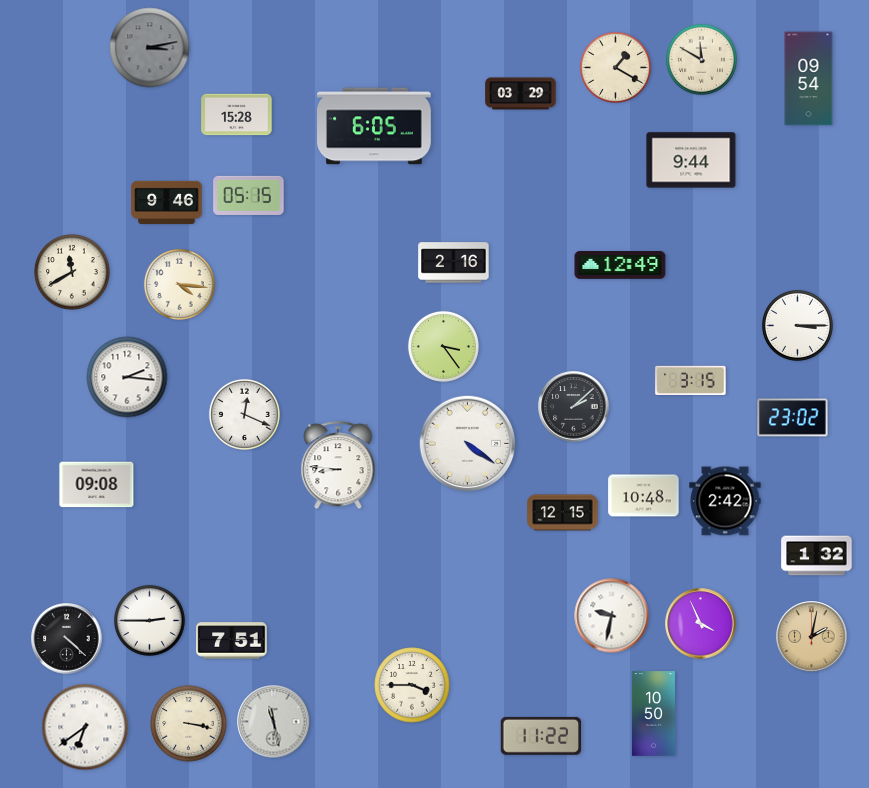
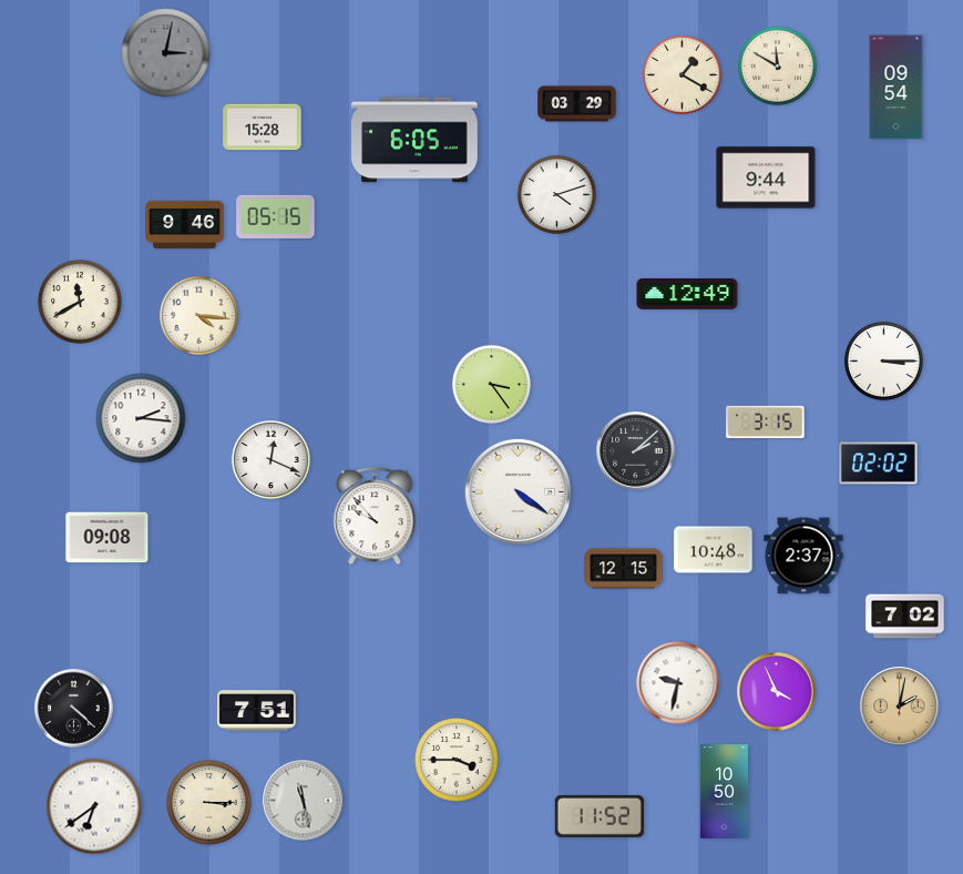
clock at (150, 48): 3:13 -> 3:02
clock at (556, 194): none -> 4:12
clock at (454, 263): 2:16 -> none
clock at (793, 418): 23:02 -> 02:02
clock at (338, 466): 8:46 -> 9:53
clock at (725, 501): 2:42 -> 2:37
clock at (817, 556): 1:32 -> 7:02
clock at (149, 620): 2:45 -> none
clock at (189, 724): 3:17 -> 3:15
clock at (540, 736): 11:22 -> 11:52
